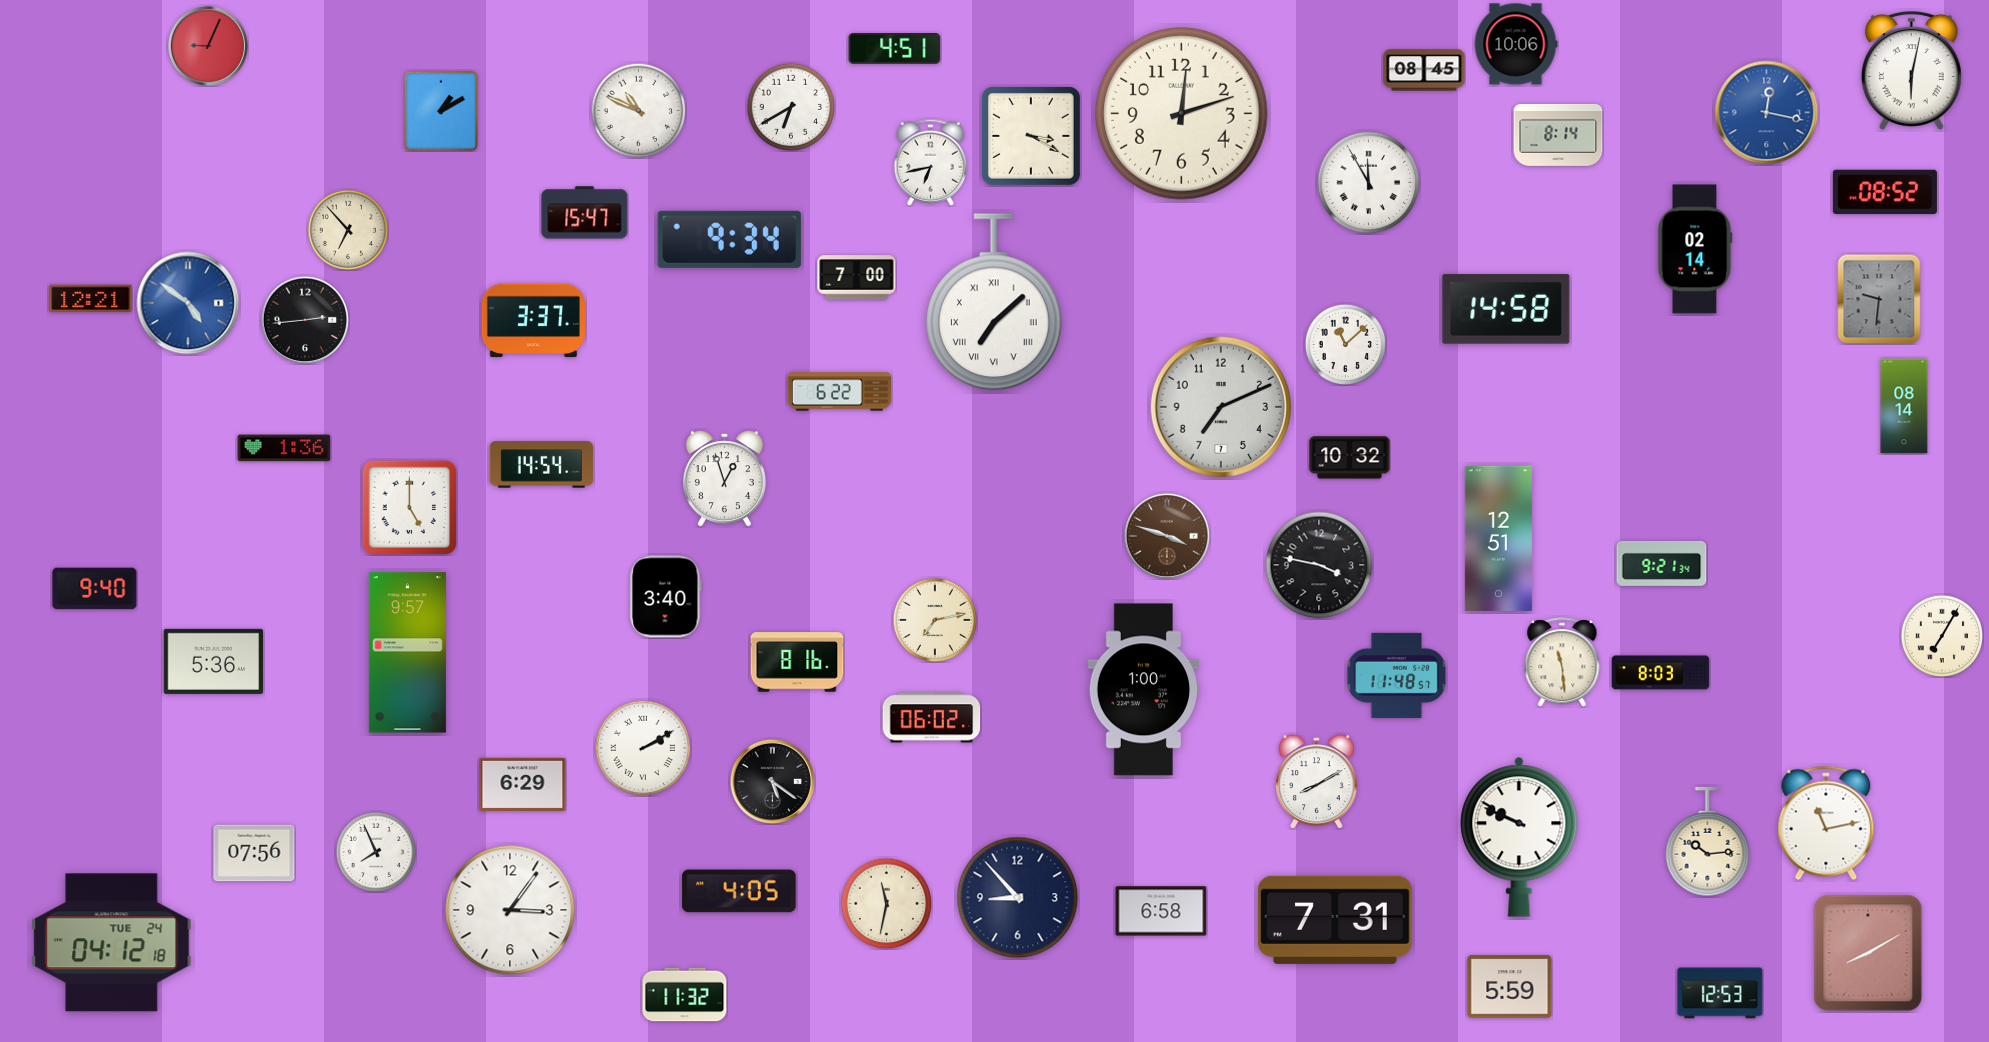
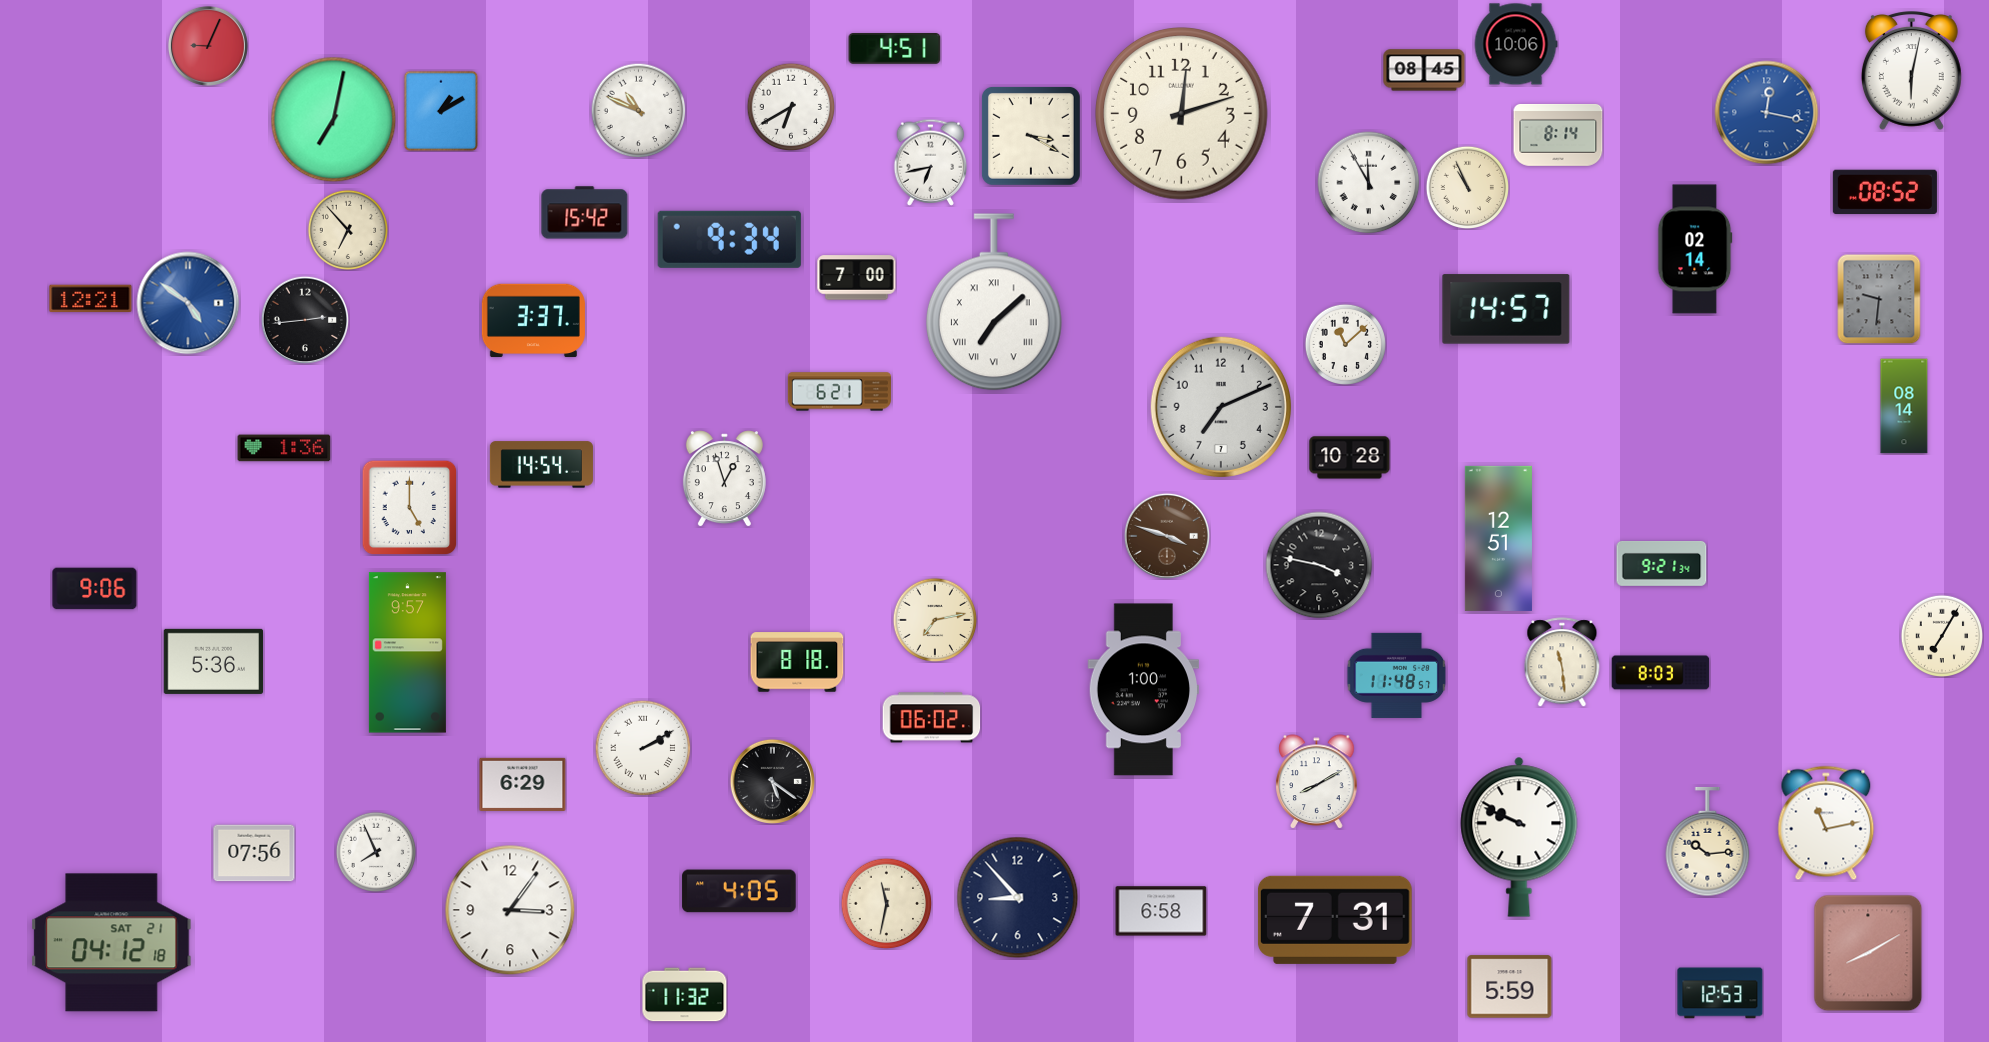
clock at (334, 120): none -> 7:02
clock at (1467, 187): none -> 10:56
clock at (585, 213): 15:47 -> 15:42
clock at (1506, 309): 14:58 -> 14:57
clock at (839, 392): 6:22 -> 6:21
clock at (1350, 458): 10:32 -> 10:28
clock at (95, 589): 9:40 -> 9:06
clock at (666, 597): 3:40 -> none
clock at (797, 662): 8:16 -> 8:18
clock at (112, 943) date: TUE 24 -> SAT 21
